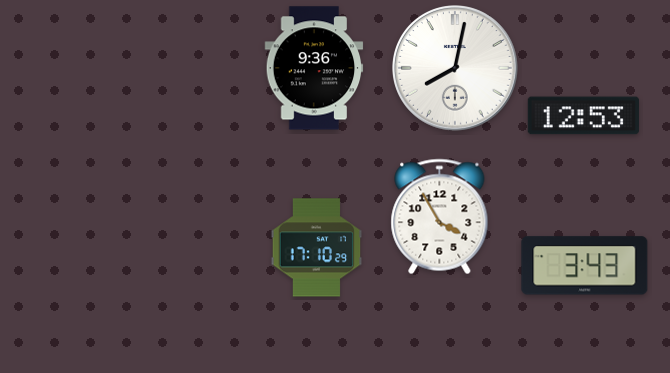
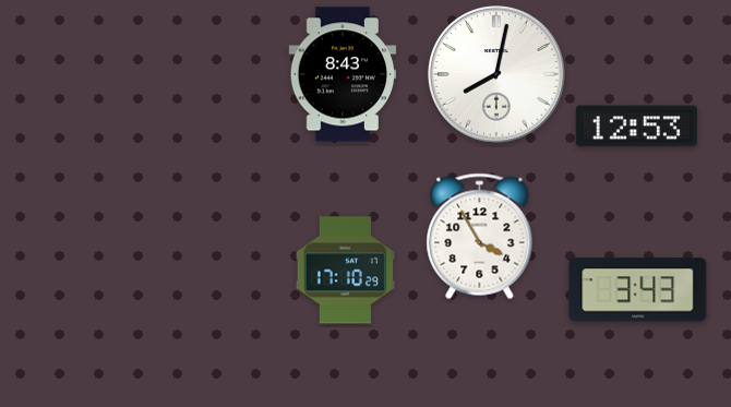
clock at (314, 68): 9:36 -> 8:43
